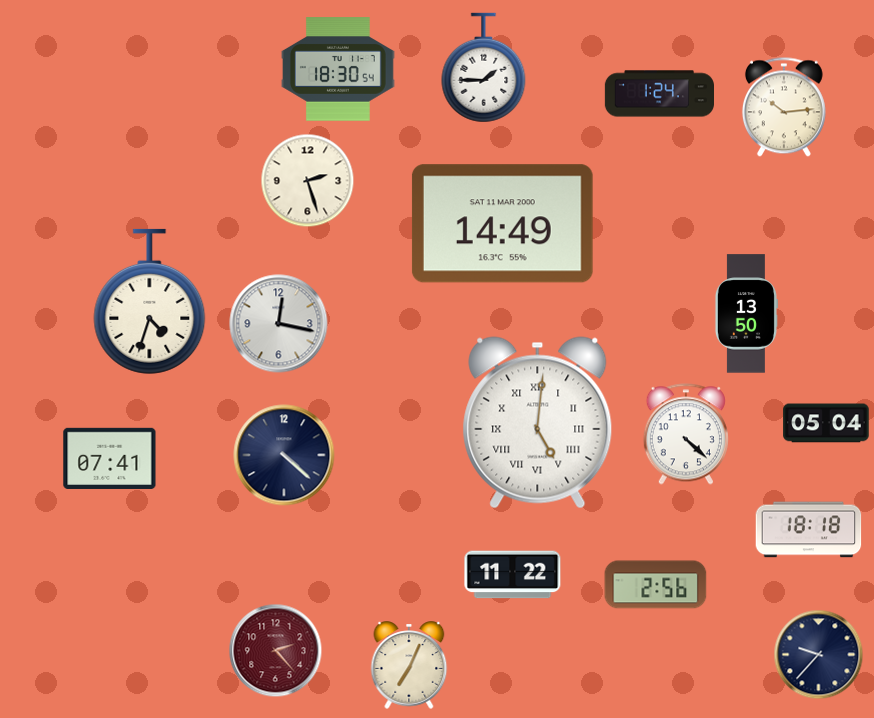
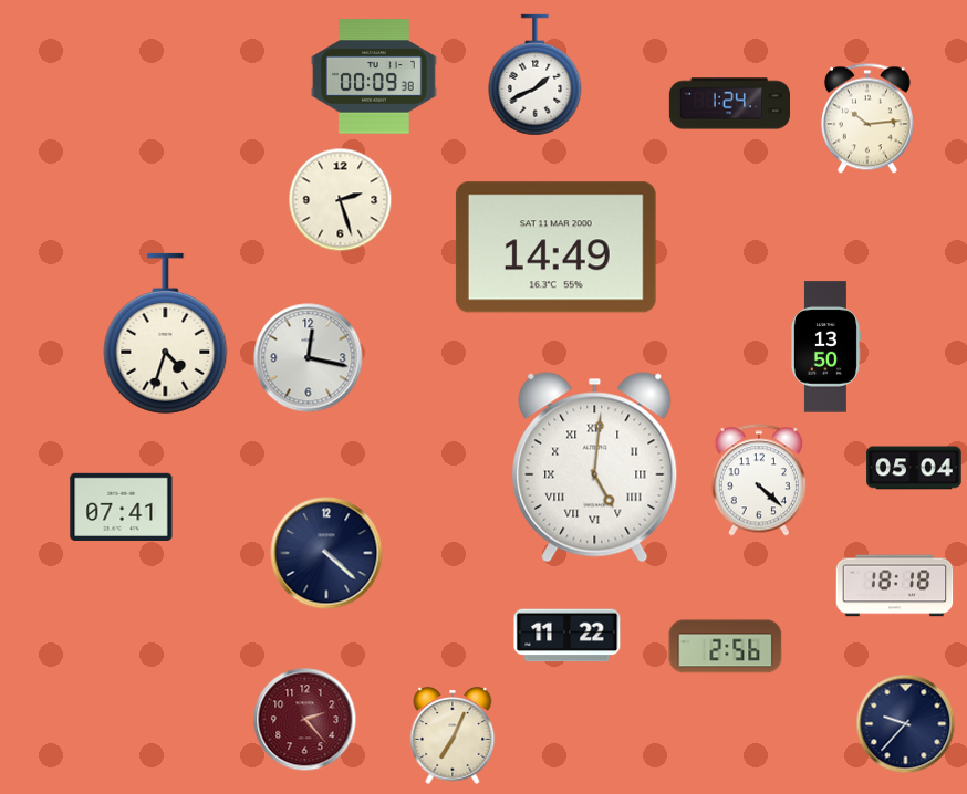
clock at (484, 68): 1:45 -> 1:41
clock at (338, 69): 18:30 -> 00:09
clock at (284, 455) position: (284, 455) -> (326, 553)
